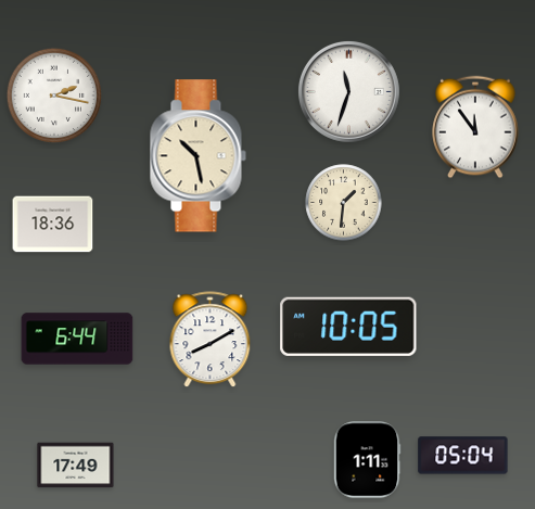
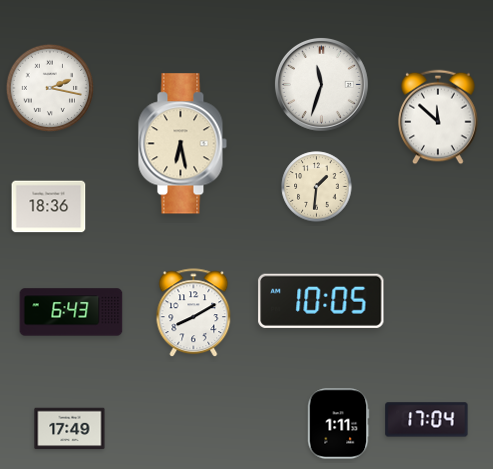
clock at (475, 127): 11:54 -> 11:52
clock at (198, 156): 10:28 -> 6:28
clock at (77, 339): 6:44 -> 6:43
clock at (463, 456): 05:04 -> 17:04
